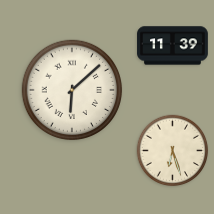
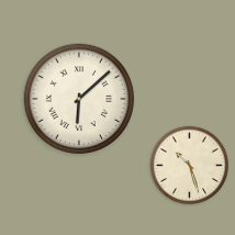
clock at (173, 46): 11:39 -> none
clock at (173, 151): 6:27 -> 10:27
